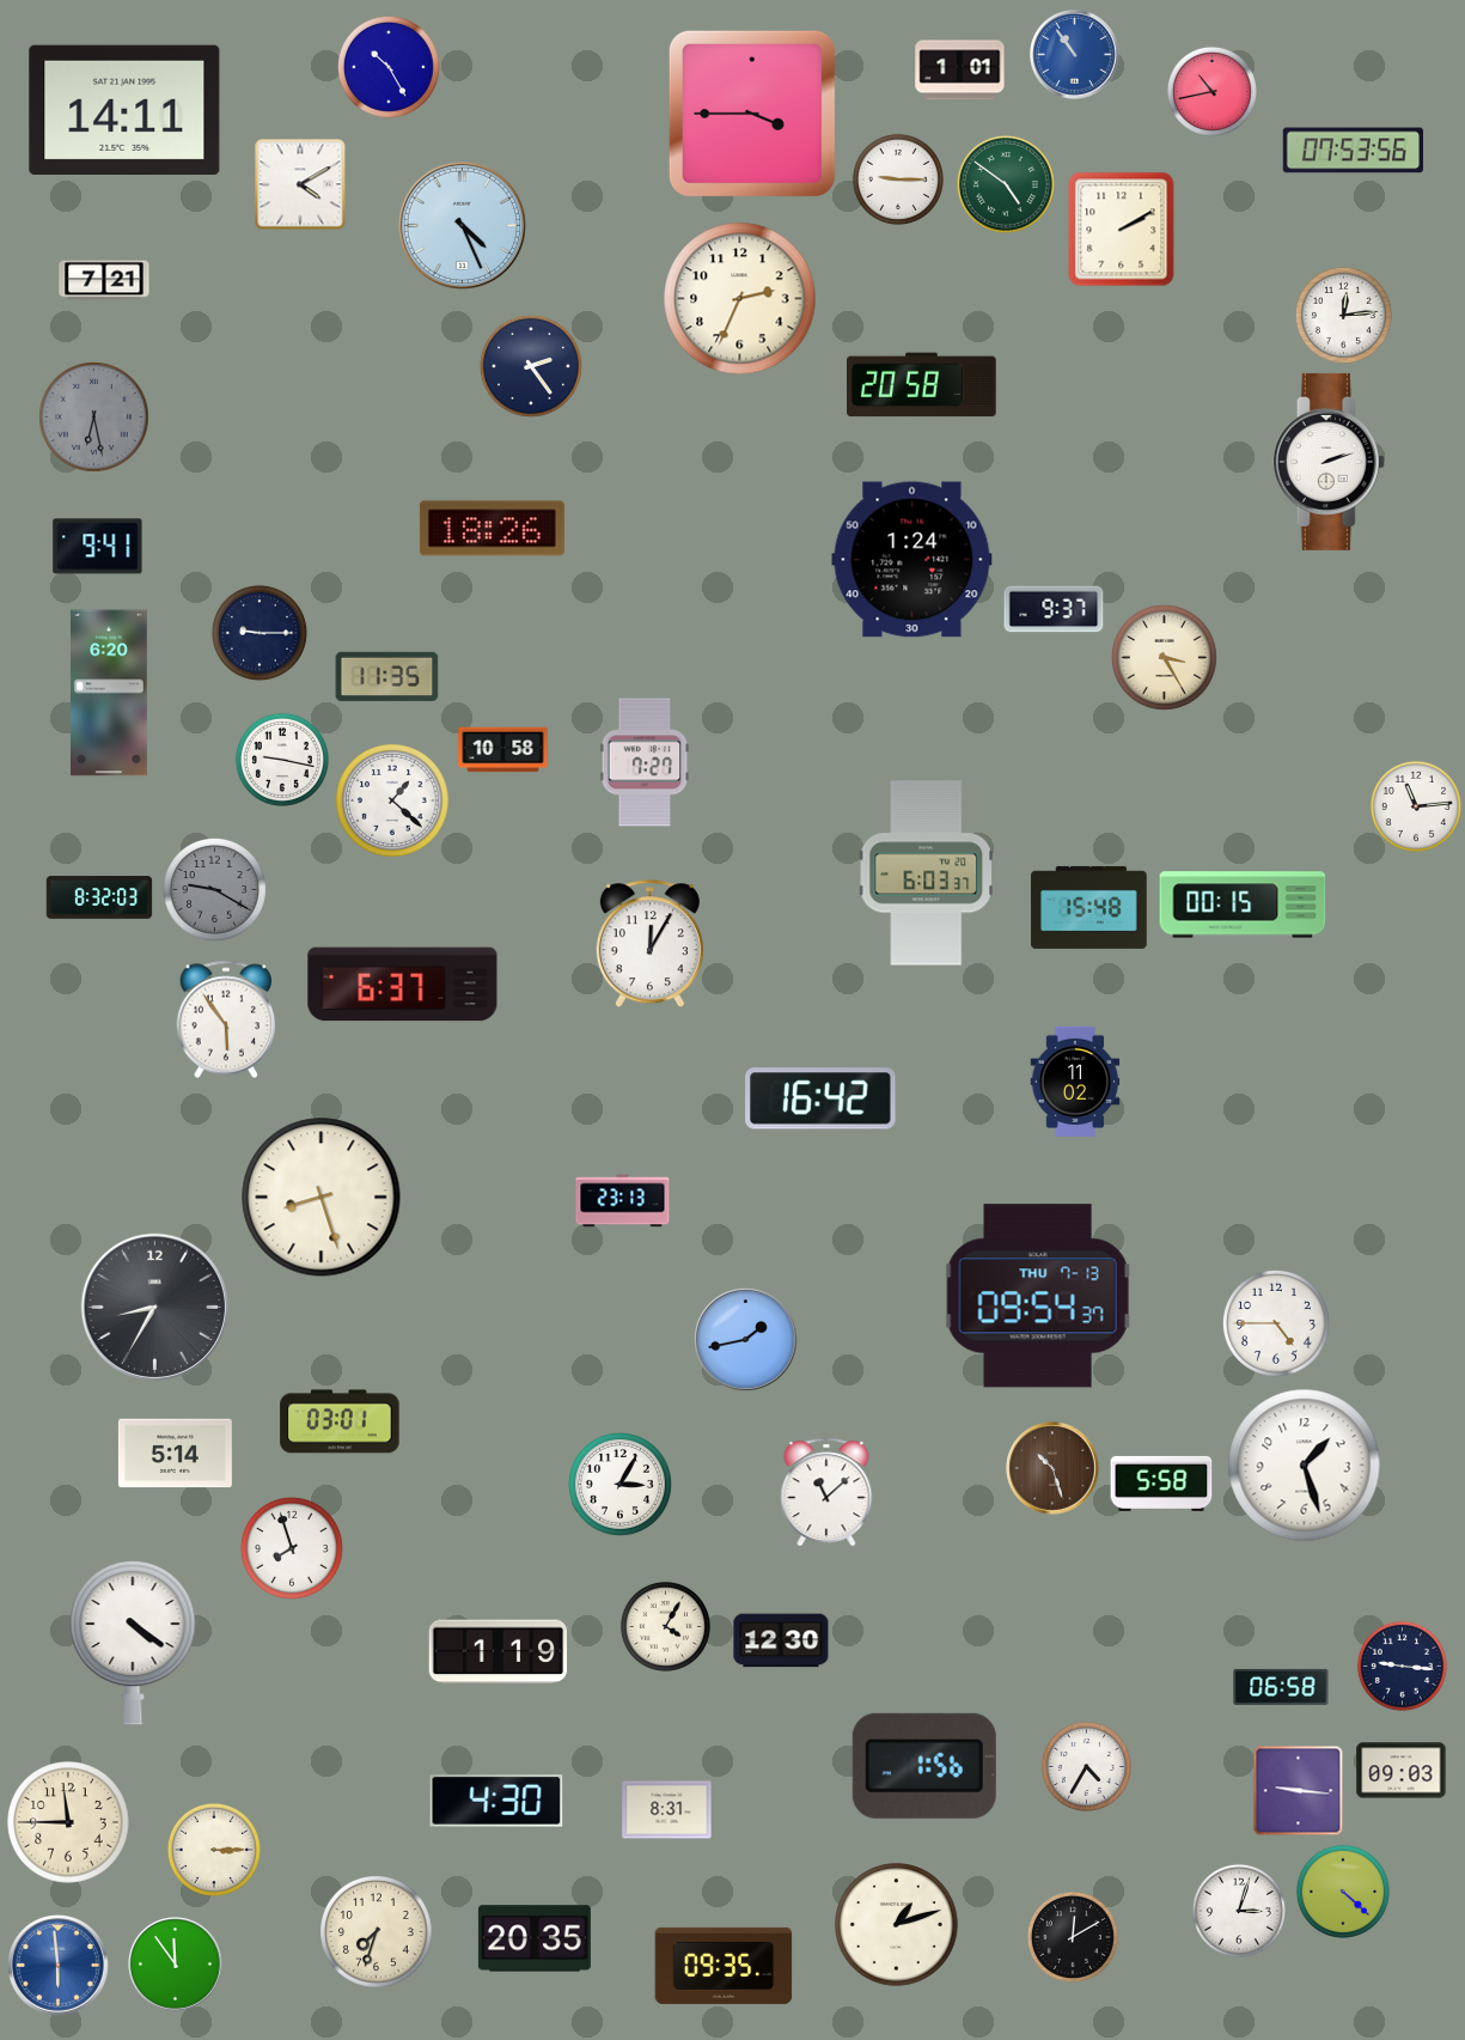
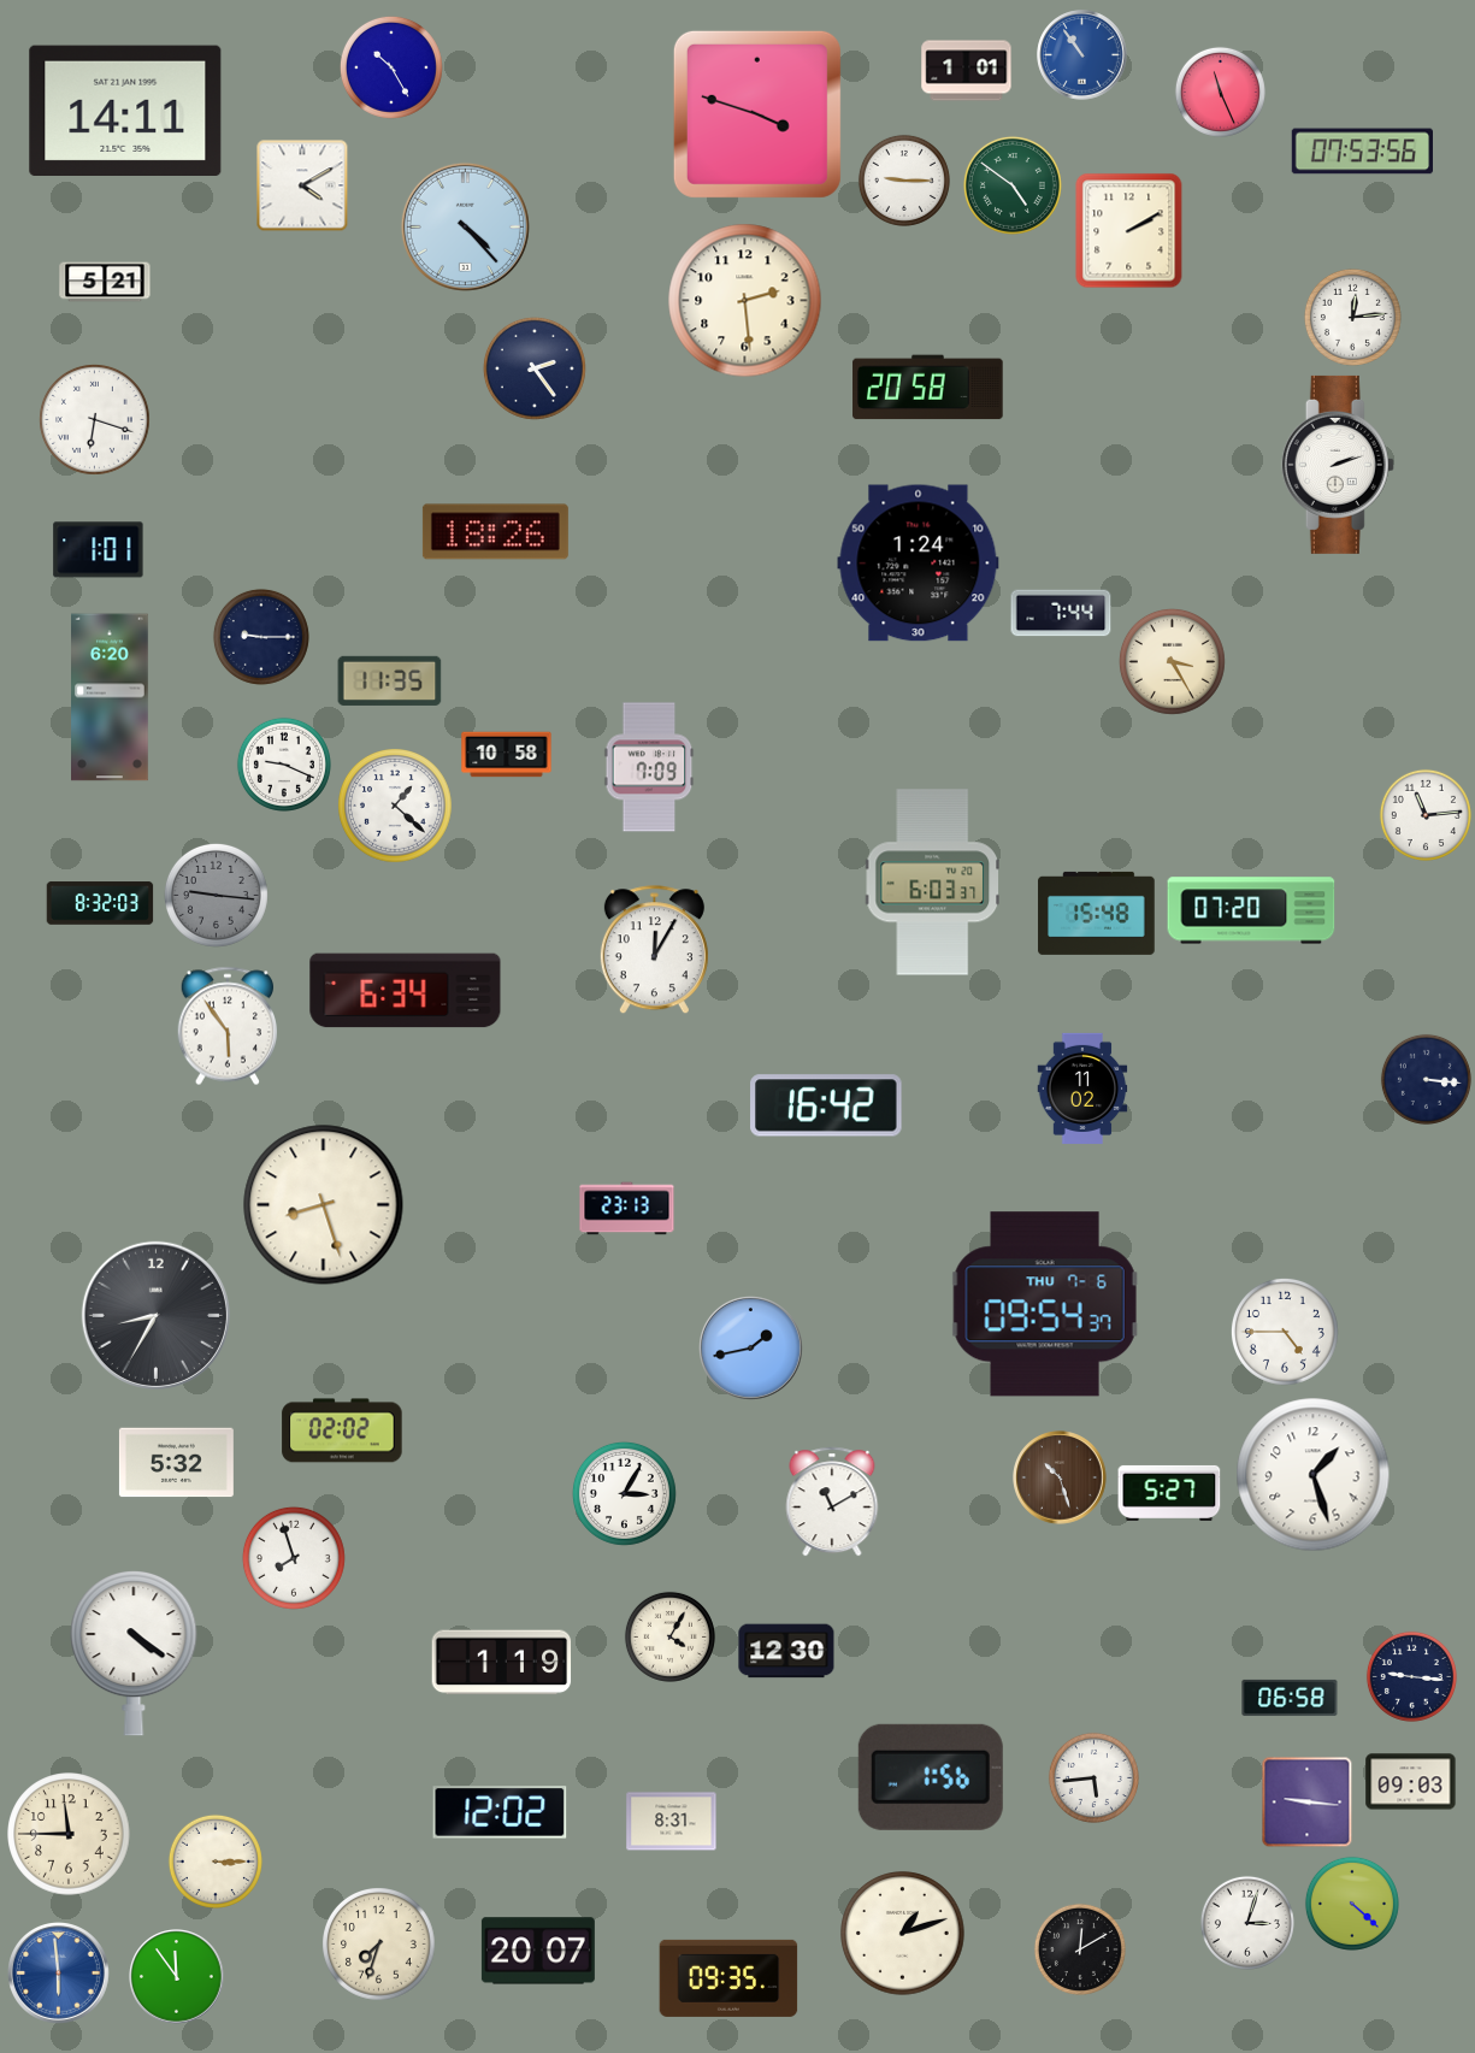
clock at (1211, 91): 10:43 -> 11:26
clock at (752, 114): 3:45 -> 3:48
clock at (462, 225): 4:26 -> 4:23
clock at (104, 280): 7:21 -> 5:21
clock at (740, 299): 2:34 -> 2:29
clock at (94, 418): 6:28 -> 6:18
clock at (94, 418) dial: grey -> white
clock at (98, 547): 9:41 -> 1:01
clock at (1054, 609): 9:37 -> 7:44
clock at (282, 760): 9:17 -> 9:19
clock at (645, 762): 7:27 -> 7:09
clock at (1416, 806) position: (1416, 806) -> (1426, 815)
clock at (926, 873) position: (926, 873) -> (932, 883)
clock at (214, 889): 9:20 -> 9:16
clock at (1243, 905): 00:15 -> 07:20
clock at (403, 985): 6:37 -> 6:34
clock at (1426, 1079): none -> 3:16
clock at (1038, 1296) date: THU 7-13 -> THU 7-6
clock at (340, 1421): 03:01 -> 02:02
clock at (175, 1454): 5:14 -> 5:32
clock at (1161, 1484): 5:58 -> 5:27
clock at (826, 1492): 11:08 -> 11:10
clock at (1086, 1766): 4:35 -> 5:44
clock at (496, 1801): 4:30 -> 12:02
clock at (897, 1925) position: (897, 1925) -> (903, 1934)
clock at (535, 1938): 20:35 -> 20:07
clock at (59, 1966) position: (59, 1966) -> (59, 1974)
